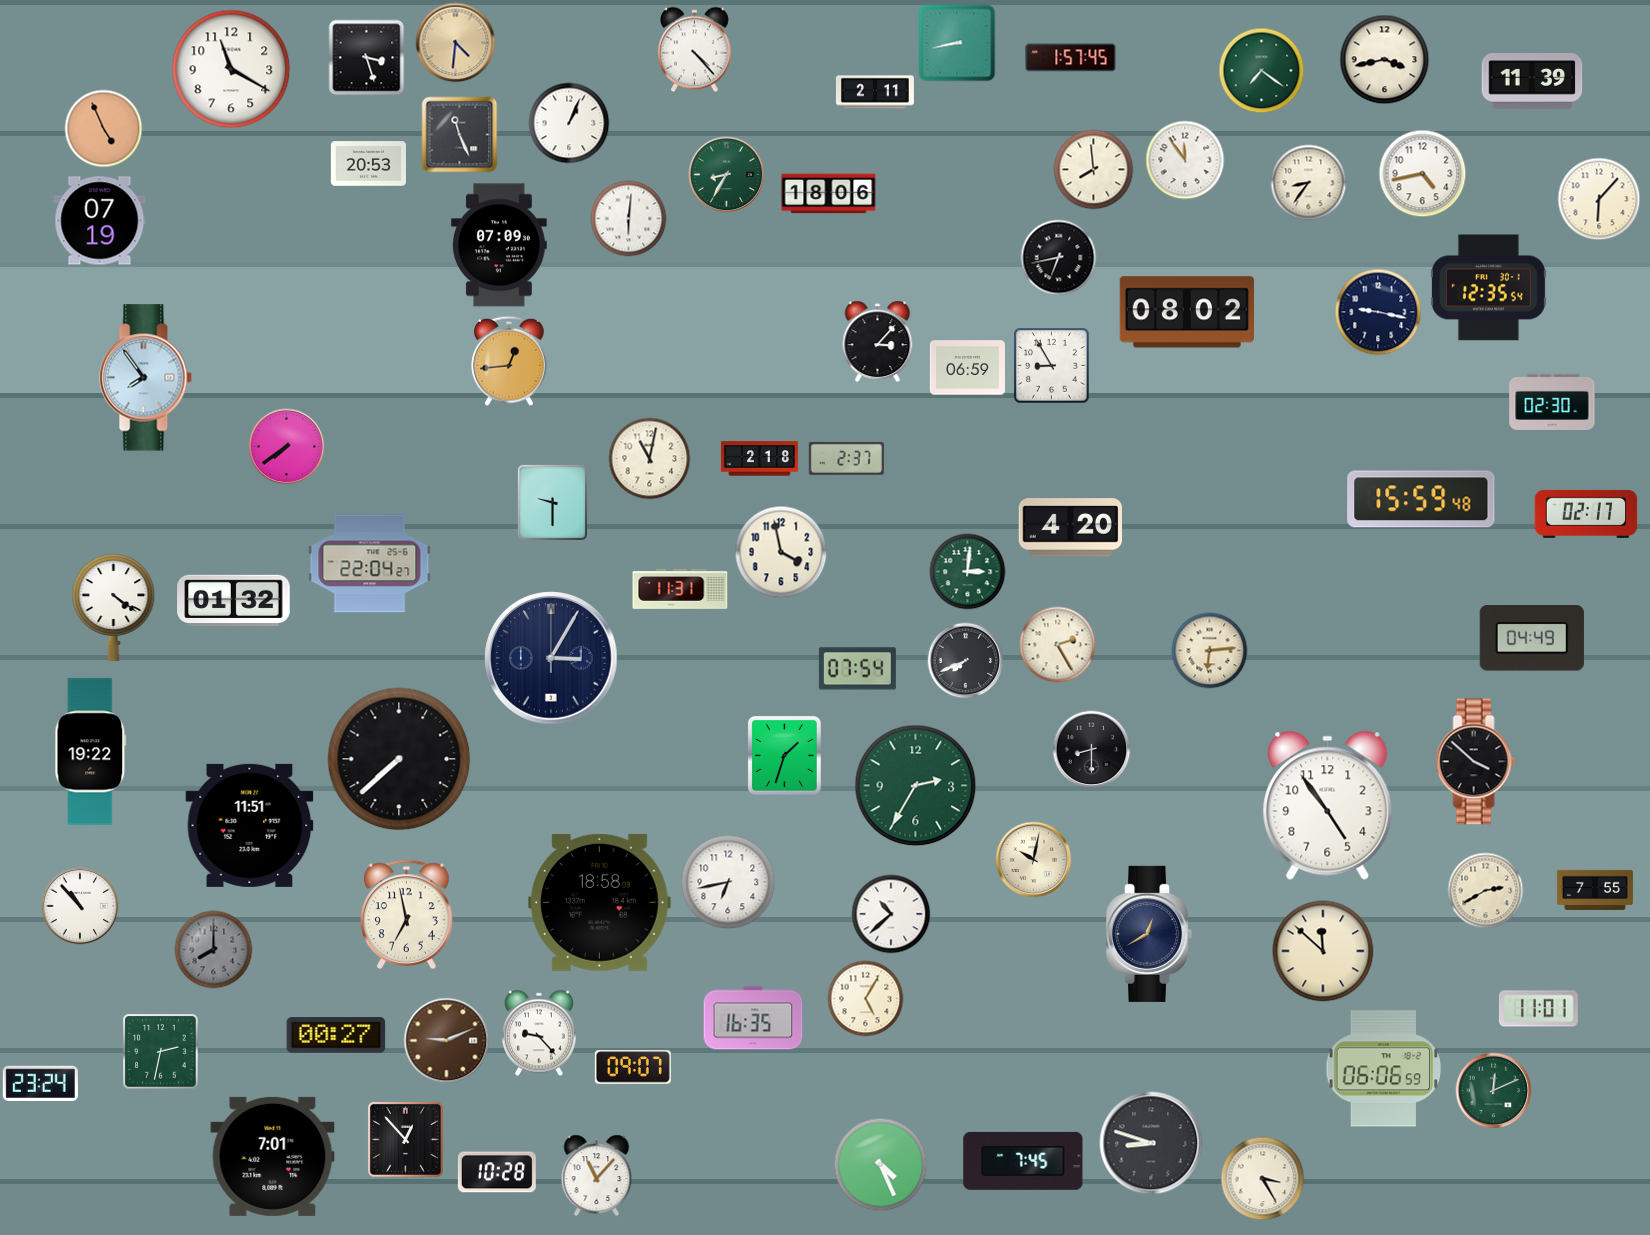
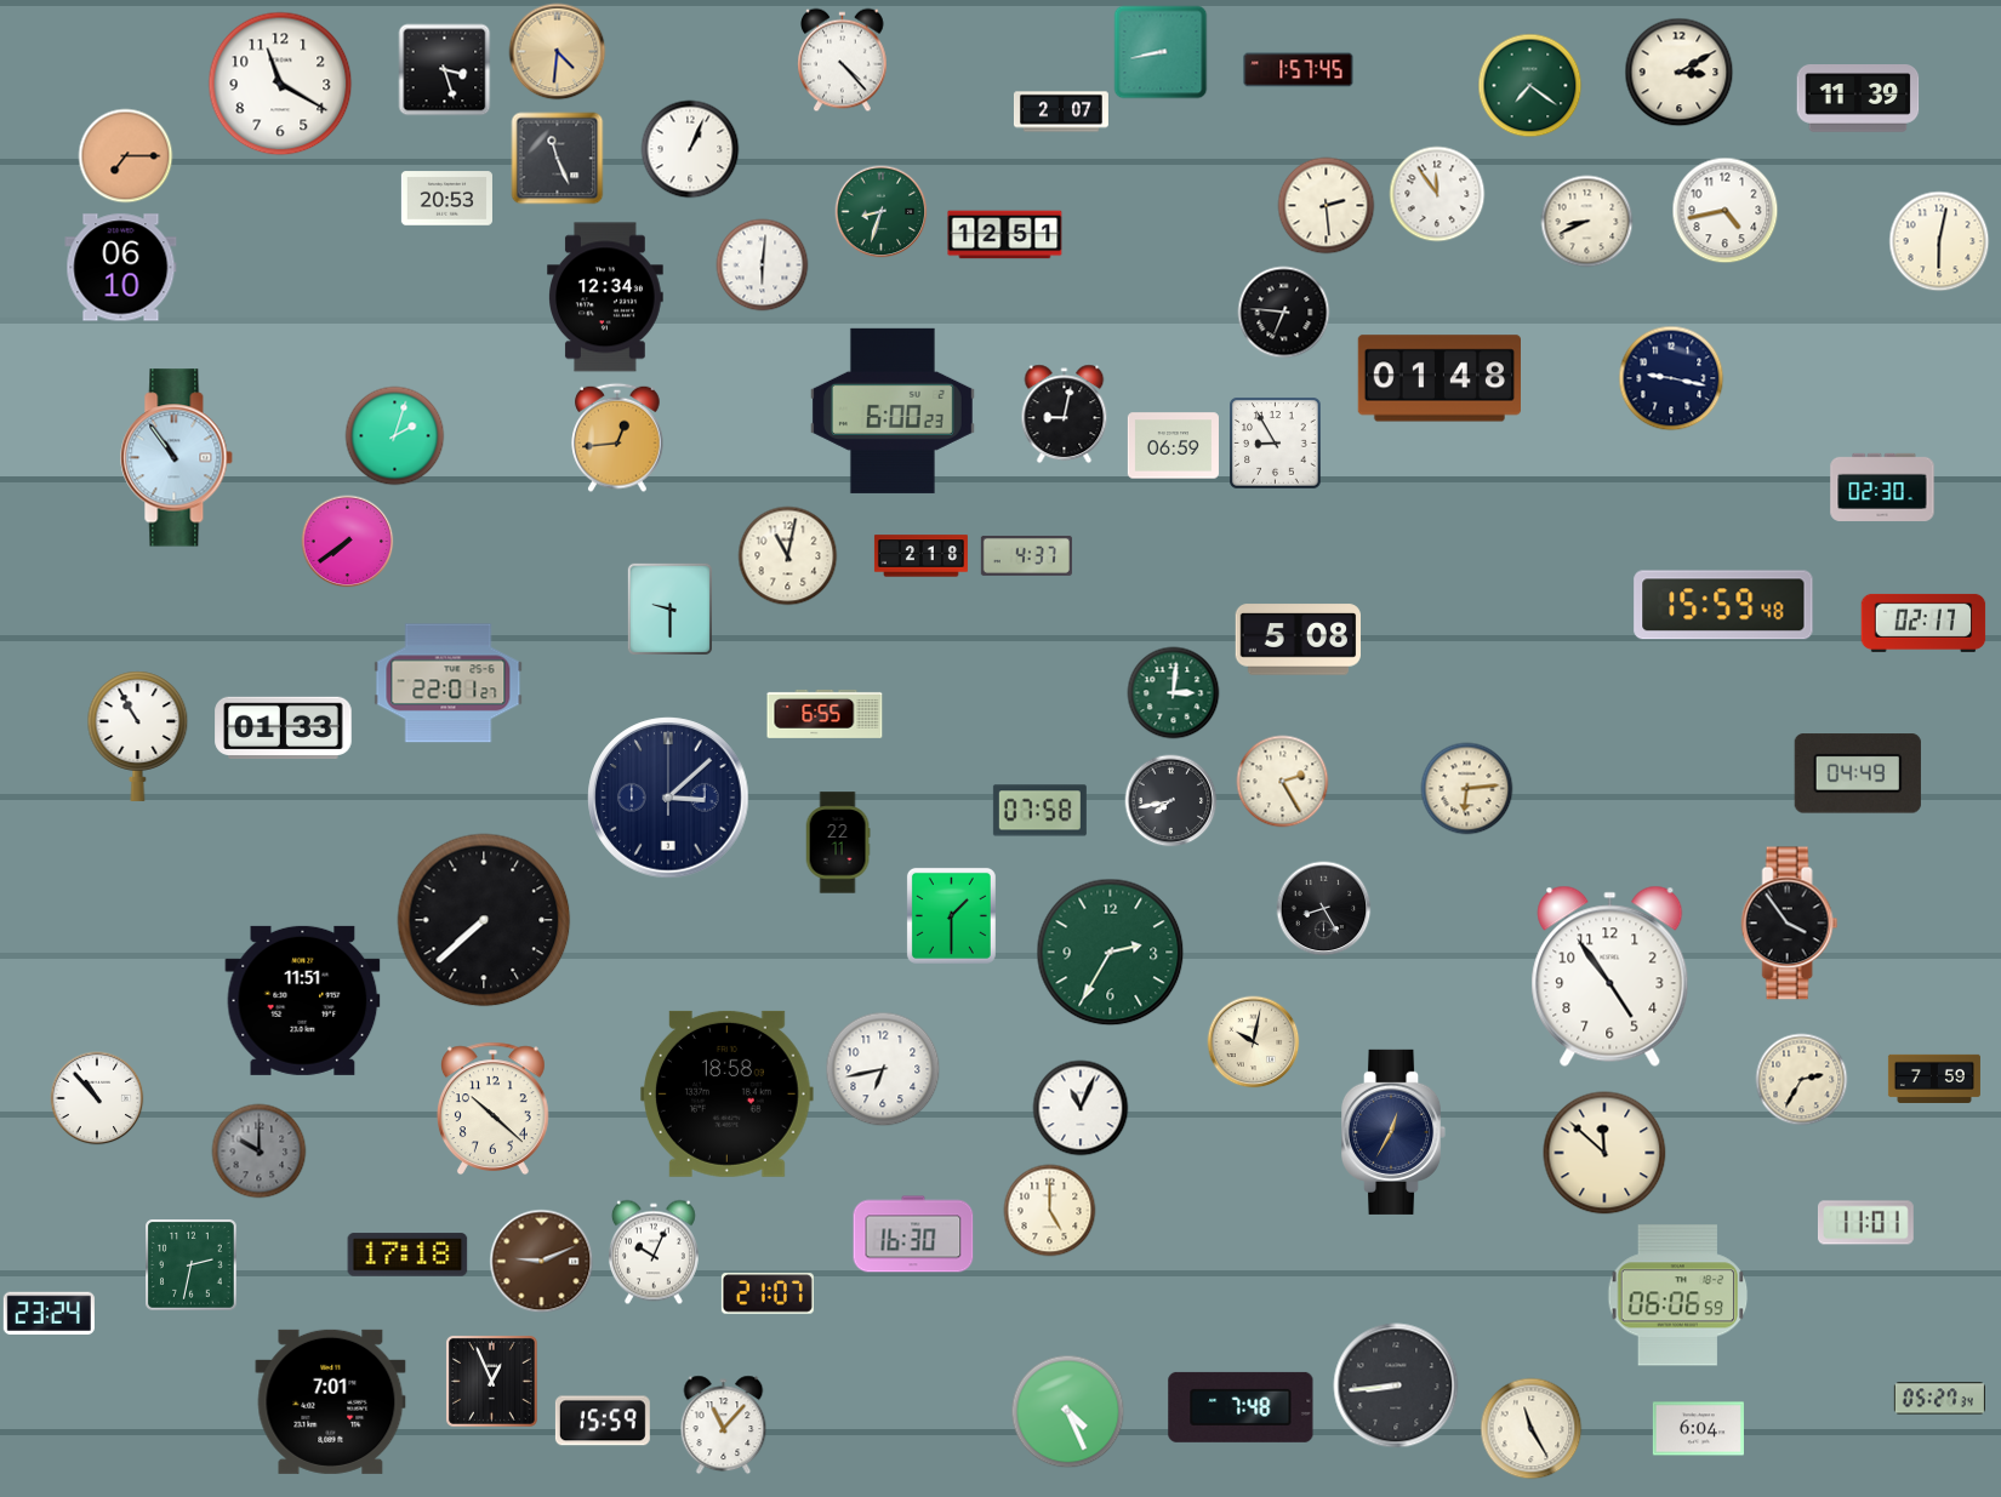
clock at (456, 43) position: (456, 43) -> (558, 52)
clock at (1385, 60): 3:43 -> 3:10
clock at (875, 92): 2:11 -> 2:07
clock at (104, 129): 4:56 -> 7:15
clock at (460, 135) position: (460, 135) -> (558, 159)
clock at (1094, 170): 7:59 -> 2:29
clock at (727, 175): 8:35 -> 8:33
clock at (1309, 183): 8:36 -> 8:41
clock at (829, 194): 18:06 -> 12:51
clock at (1599, 199): 6:07 -> 6:02
clock at (100, 221): 07:19 -> 06:10
clock at (500, 245): 07:09 -> 12:34
clock at (1059, 258): 6:43 -> 6:46
clock at (1488, 288): 12:35 -> none
clock at (1186, 312): 08:02 -> 01:48
clock at (893, 411): none -> 6:00
clock at (878, 342): 3:07 -> 9:02
clock at (395, 436): none -> 2:03
clock at (146, 378): 7:54 -> 10:54
clock at (846, 458): 2:37 -> 4:37
clock at (1070, 528): 4:20 -> 5:08
clock at (781, 552): 3:58 -> none
clock at (370, 564): 22:04 -> 22:01
clock at (680, 589): 11:31 -> 6:55
clock at (234, 601): 01:32 -> 01:33
clock at (114, 607): 4:21 -> 10:55
clock at (551, 658): 3:05 -> 3:08
clock at (966, 661): 7:41 -> 7:43
clock at (857, 669): 07:54 -> 07:58
clock at (838, 842): none -> 22:11
clock at (1092, 750): 8:30 -> 8:25
clock at (91, 752): 19:22 -> none
clock at (784, 755): 1:33 -> 1:30
clock at (1476, 762): 3:52 -> 3:54
clock at (1595, 889): 7:55 -> 7:59
clock at (1486, 891): 2:40 -> 2:35
clock at (891, 914): 10:38 -> 11:04
clock at (406, 915): 6:58 -> 10:22
clock at (1149, 934): 12:40 -> 12:35
clock at (214, 950): 8:00 -> 10:00
clock at (866, 999): 5:05 -> 5:00
clock at (753, 1018): 16:35 -> 16:30
clock at (539, 1033): 9:23 -> 10:04
clock at (336, 1035): 00:27 -> 17:18
clock at (161, 1052) position: (161, 1052) -> (192, 1265)
clock at (633, 1067): 09:07 -> 21:07
clock at (1494, 1091): 12:11 -> none
clock at (405, 1139): 12:53 -> 12:56
clock at (1151, 1143): 8:48 -> 8:44
clock at (1939, 1399): none -> 05:27
clock at (1023, 1161): 7:45 -> 7:48
clock at (497, 1172): 10:28 -> 15:59
clock at (1263, 1179): 3:25 -> 11:25
clock at (1698, 1429): none -> 6:04
